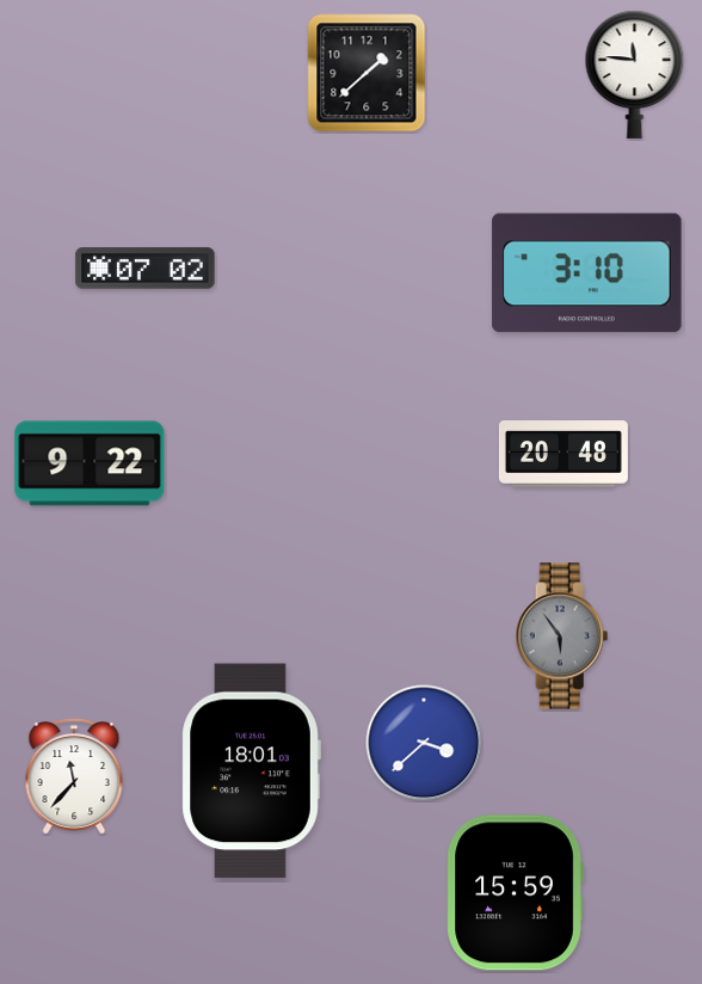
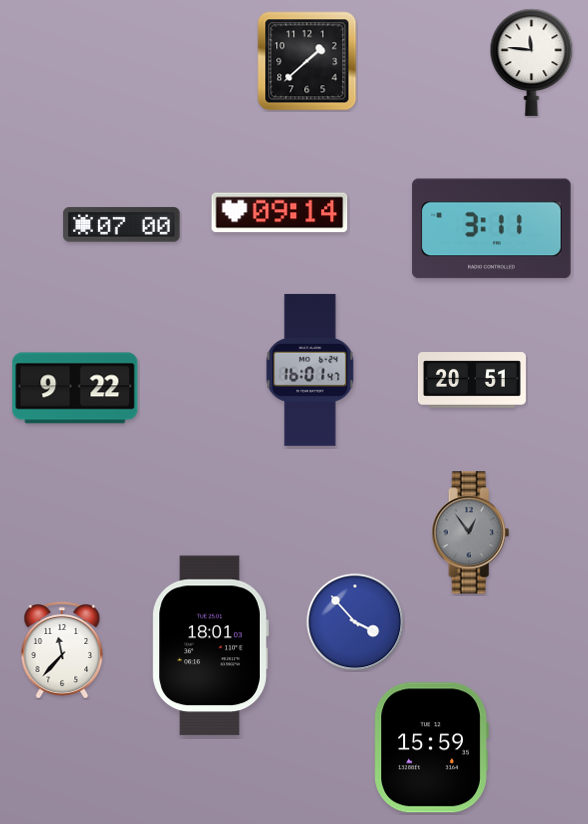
clock at (280, 213): none -> 09:14
clock at (146, 269): 07:02 -> 07:00
clock at (587, 273): 3:10 -> 3:11
clock at (310, 370): none -> 16:01
clock at (564, 455): 20:48 -> 20:51
clock at (562, 636): 5:54 -> 12:54
clock at (424, 743): 3:38 -> 3:53
